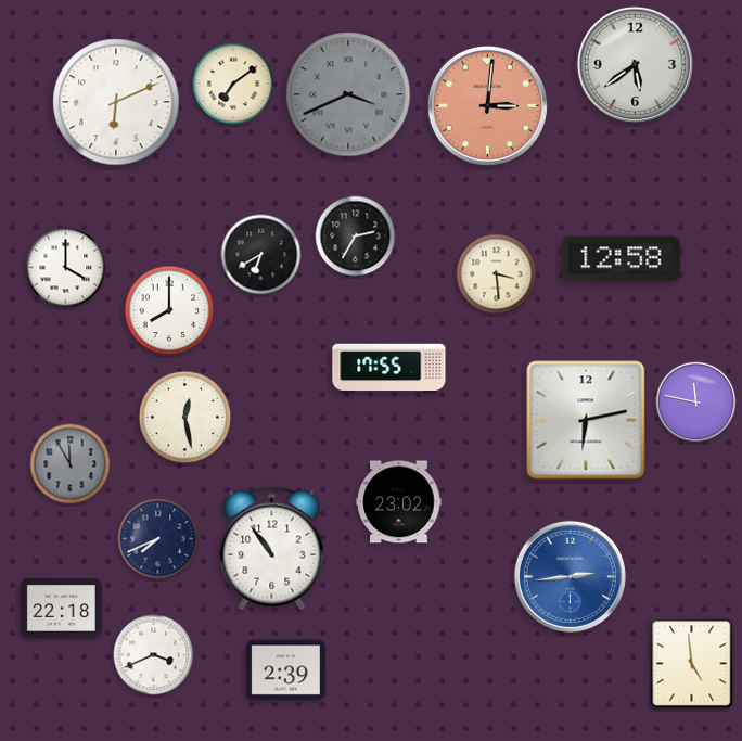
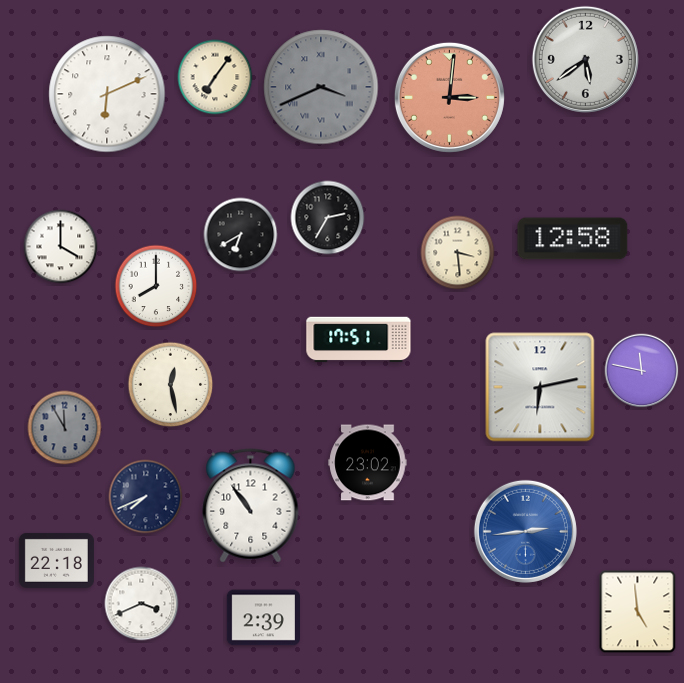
clock at (233, 84): 7:09 -> 7:06
clock at (389, 369): 17:55 -> 17:51
